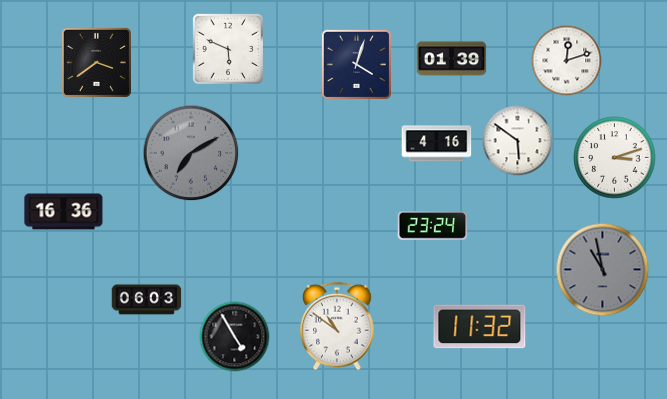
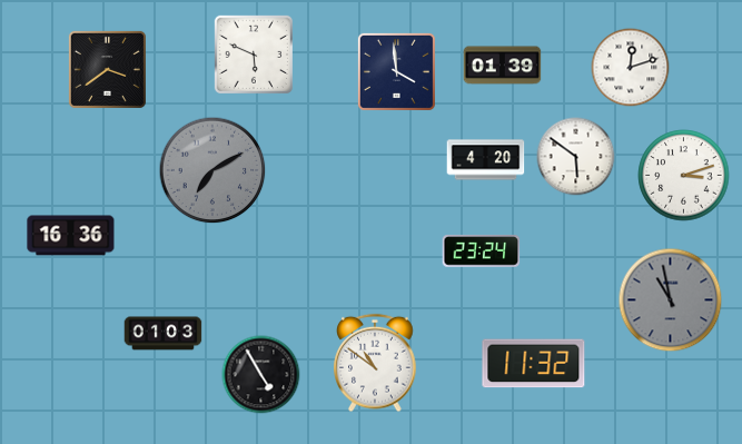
clock at (356, 64): 4:03 -> 3:59
clock at (437, 144): 4:16 -> 4:20
clock at (147, 300): 06:03 -> 01:03
